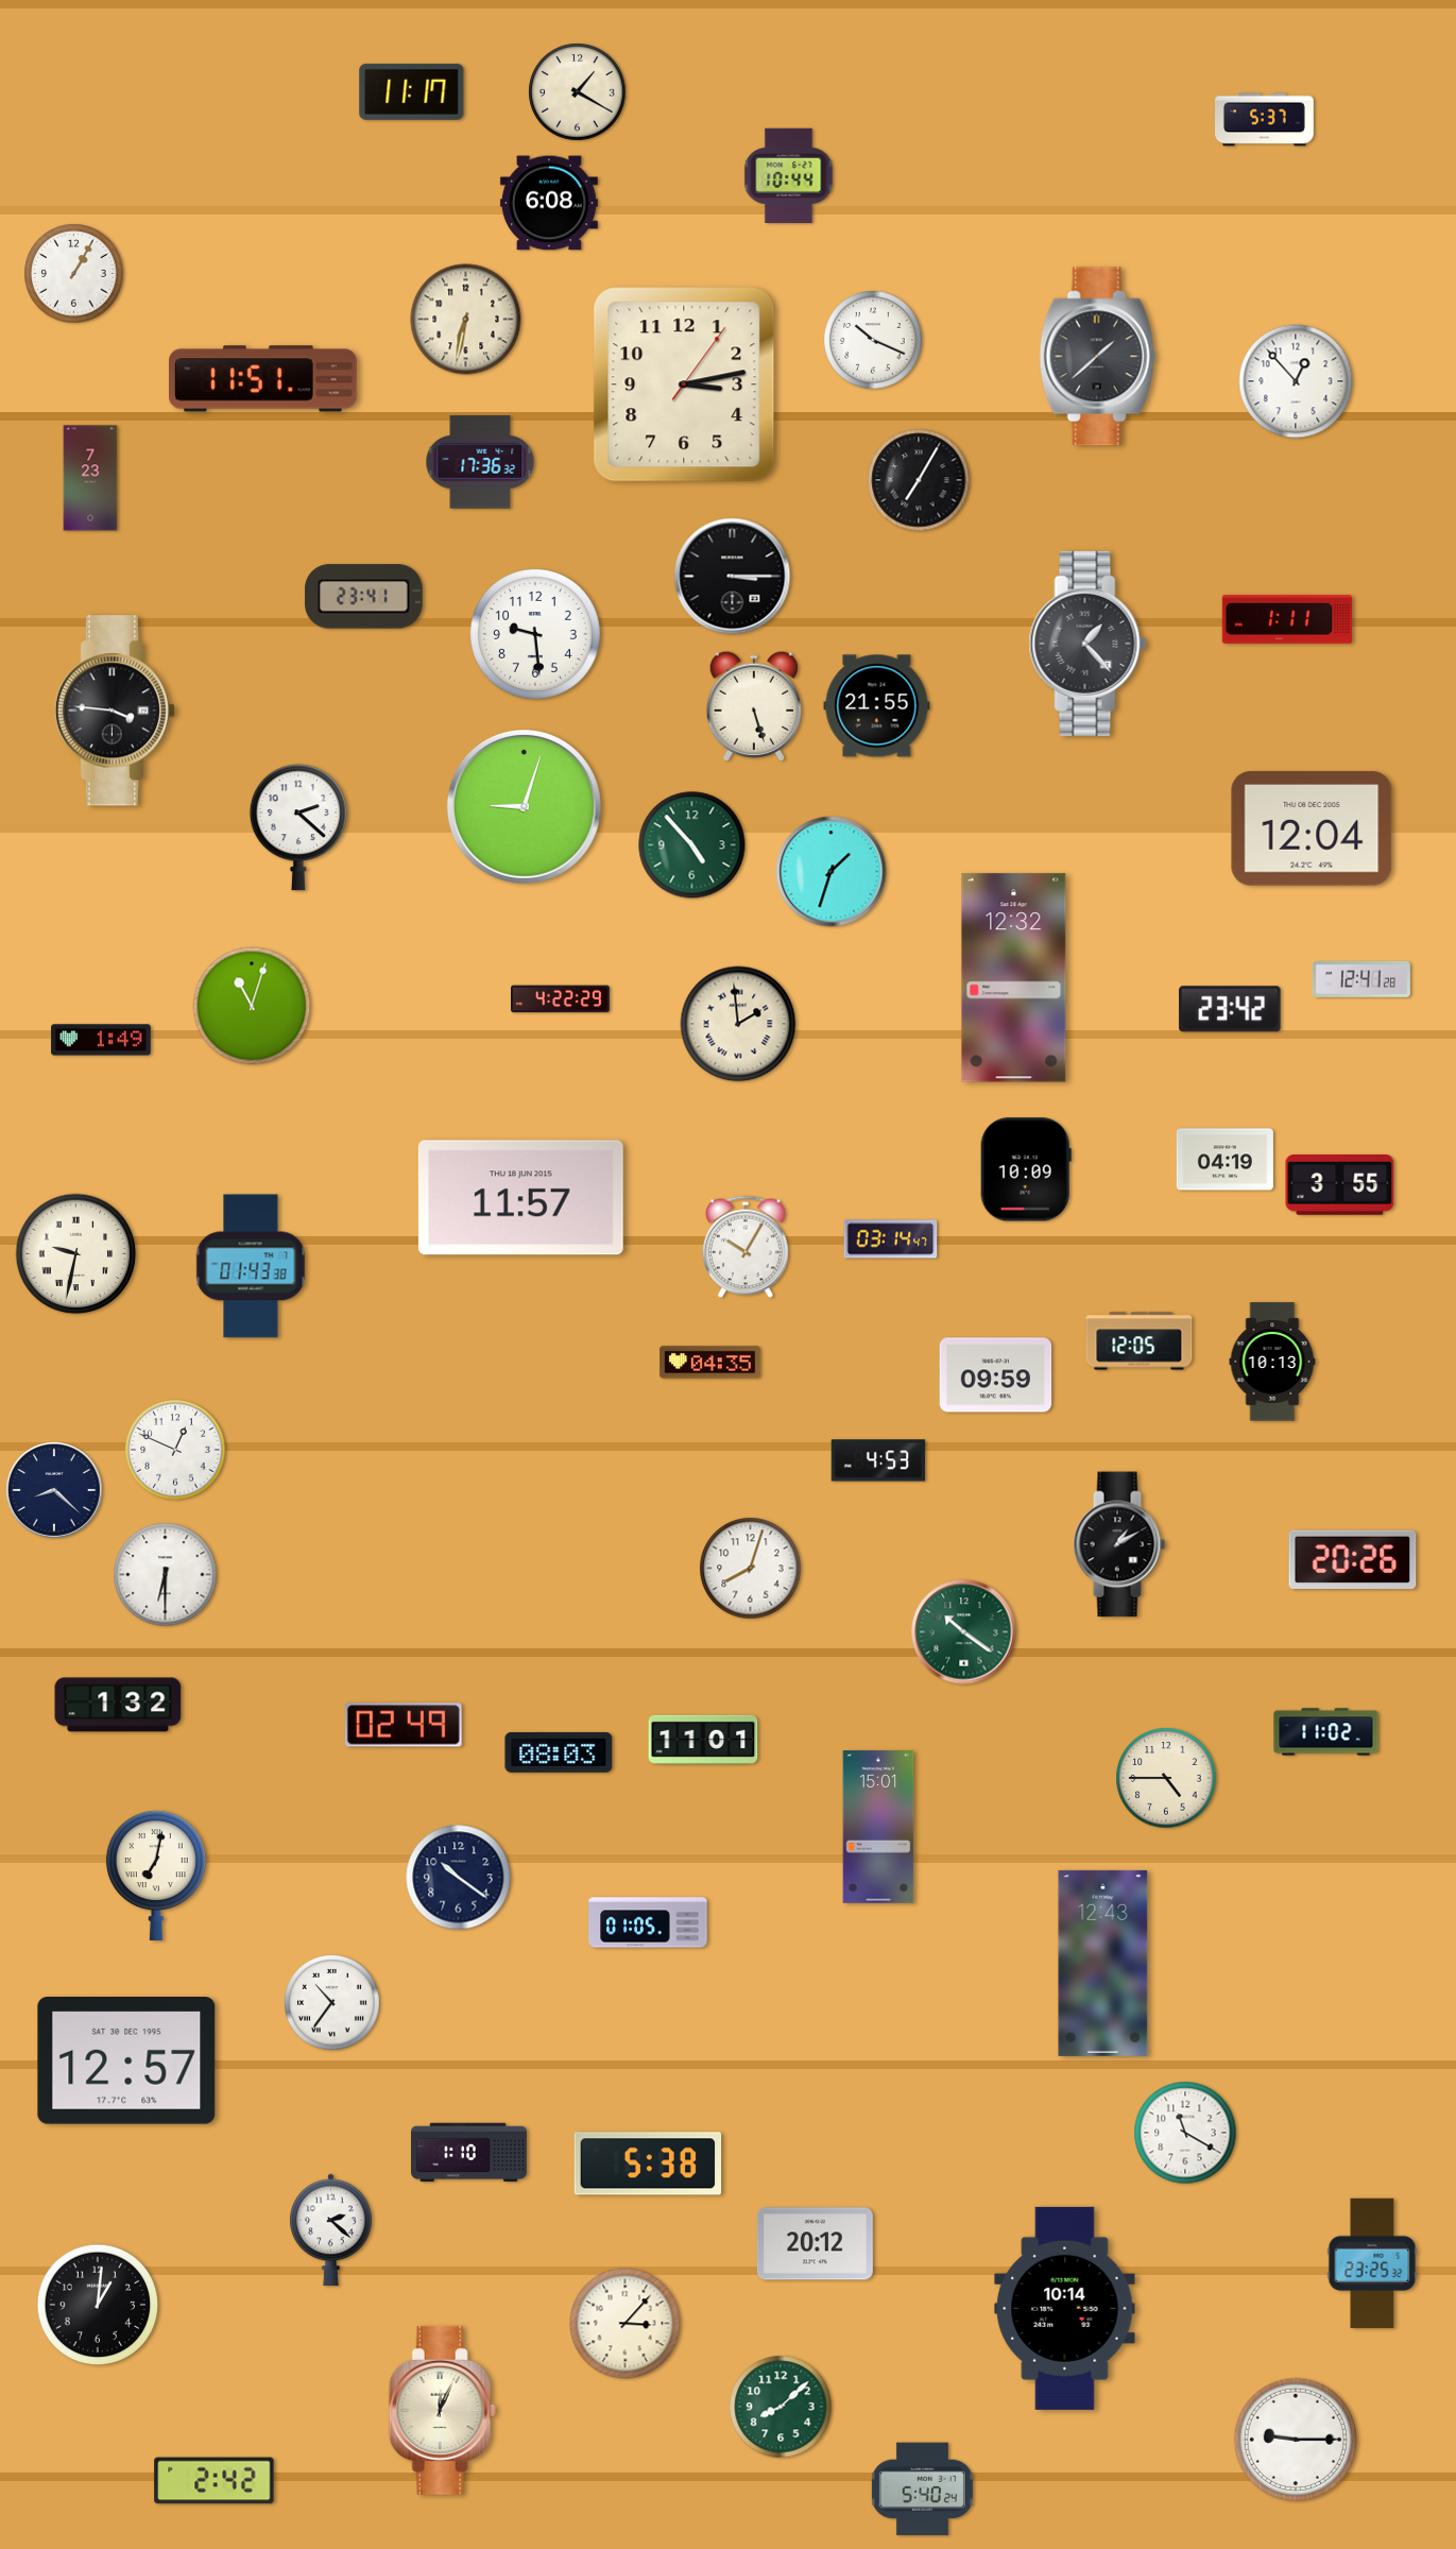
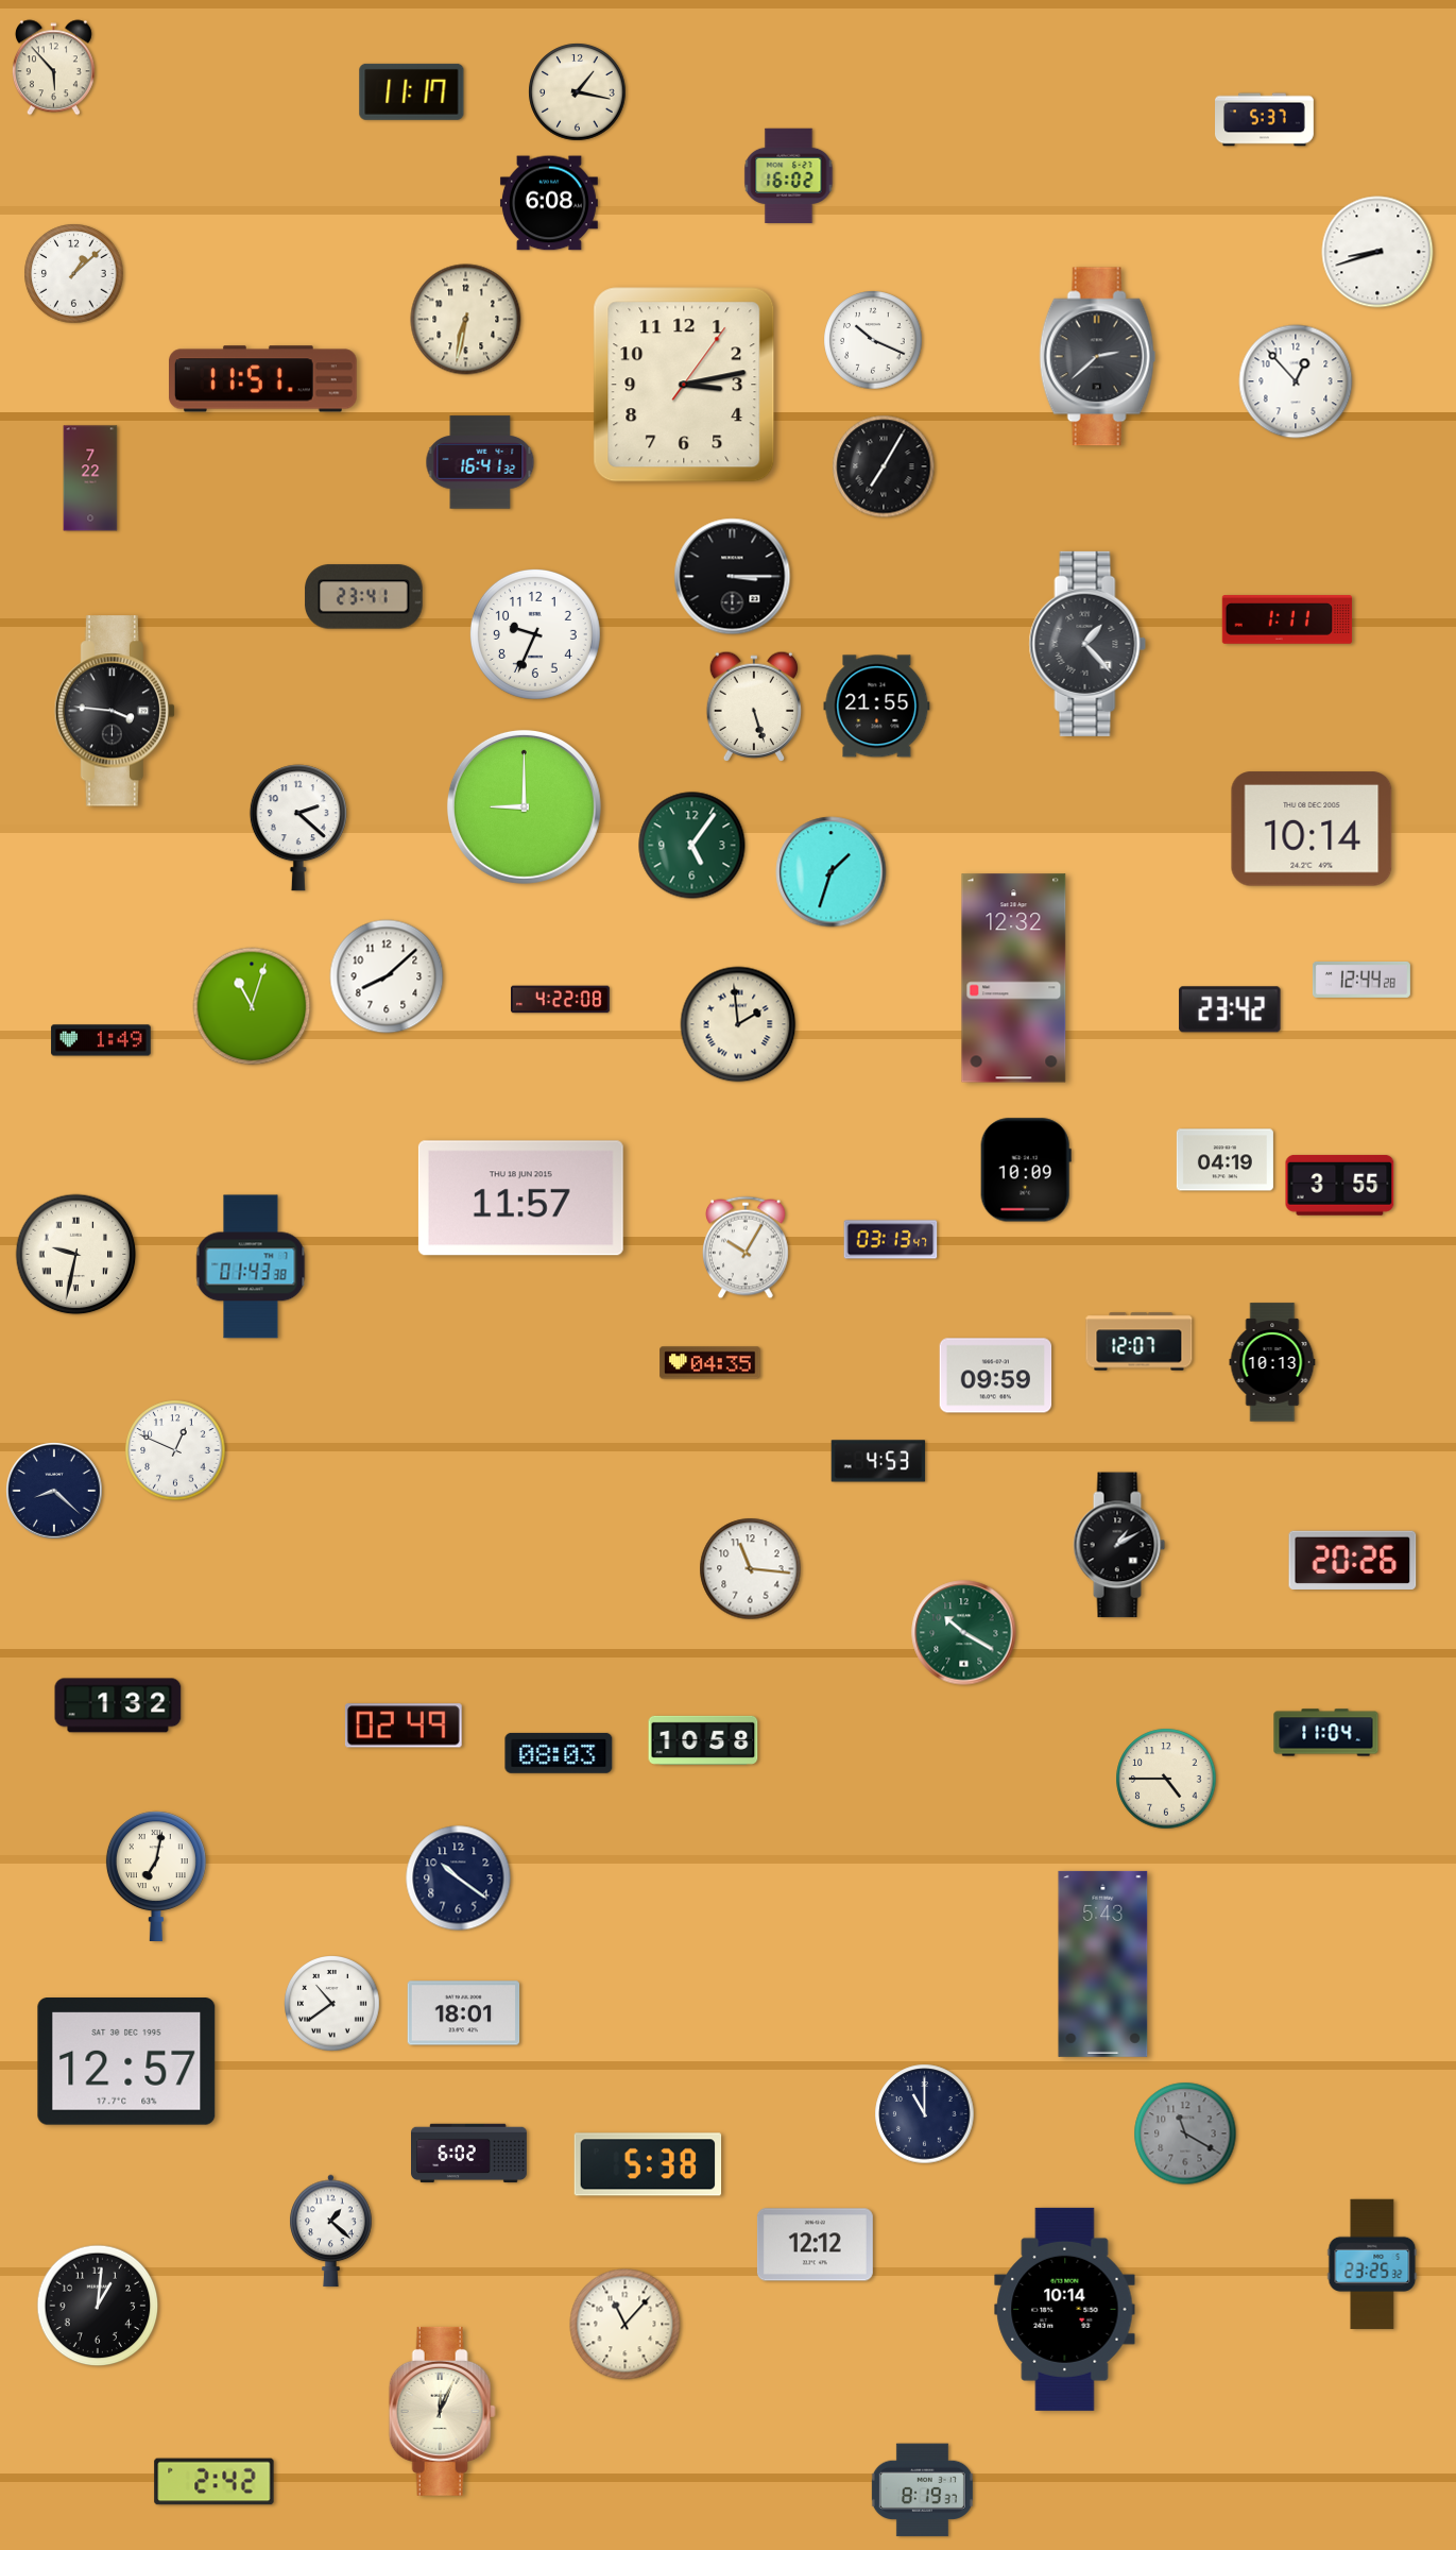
clock at (53, 68): none -> 5:53
clock at (578, 92): 1:20 -> 1:17
clock at (789, 175): 10:44 -> 16:02
clock at (1377, 252): none -> 8:42
clock at (74, 274): 1:05 -> 1:08
clock at (1098, 357): 1:38 -> 2:38
clock at (480, 462): 17:36 -> 16:41
clock at (90, 478): 7:23 -> 7:22
clock at (919, 480) position: (919, 480) -> (884, 466)
clock at (535, 634): 9:29 -> 9:34
clock at (524, 806): 9:03 -> 9:00
clock at (1312, 828): 12:04 -> 10:14
clock at (692, 845): 4:53 -> 5:06
clock at (387, 976): none -> 8:08
clock at (1361, 979): 12:41 -> 12:44
clock at (561, 999): 4:22:29 -> 4:22:08
clock at (891, 1239): 03:14 -> 03:13
clock at (1140, 1341): 12:05 -> 12:07
clock at (751, 1569): 8:03 -> 11:16
clock at (166, 1575): 6:30 -> none
clock at (964, 1632): 10:21 -> 10:20
clock at (1326, 1732): 11:02 -> 11:04
clock at (703, 1740): 11:01 -> 10:58
clock at (878, 1827): 15:01 -> none
clock at (648, 1922): 01:05 -> none
clock at (1103, 1963): 12:43 -> 5:43
clock at (332, 2003): 10:36 -> 10:39
clock at (464, 2013): none -> 18:01
clock at (925, 2114): none -> 11:00
clock at (1185, 2133) dial: white -> grey
clock at (469, 2153): 1:10 -> 6:02
clock at (331, 2230): 2:22 -> 1:22
clock at (815, 2244): 20:12 -> 12:12
clock at (626, 2324): 3:07 -> 11:07
clock at (781, 2407): 8:08 -> none
clock at (1296, 2440): 9:15 -> none
clock at (922, 2490): 5:40 -> 8:19
